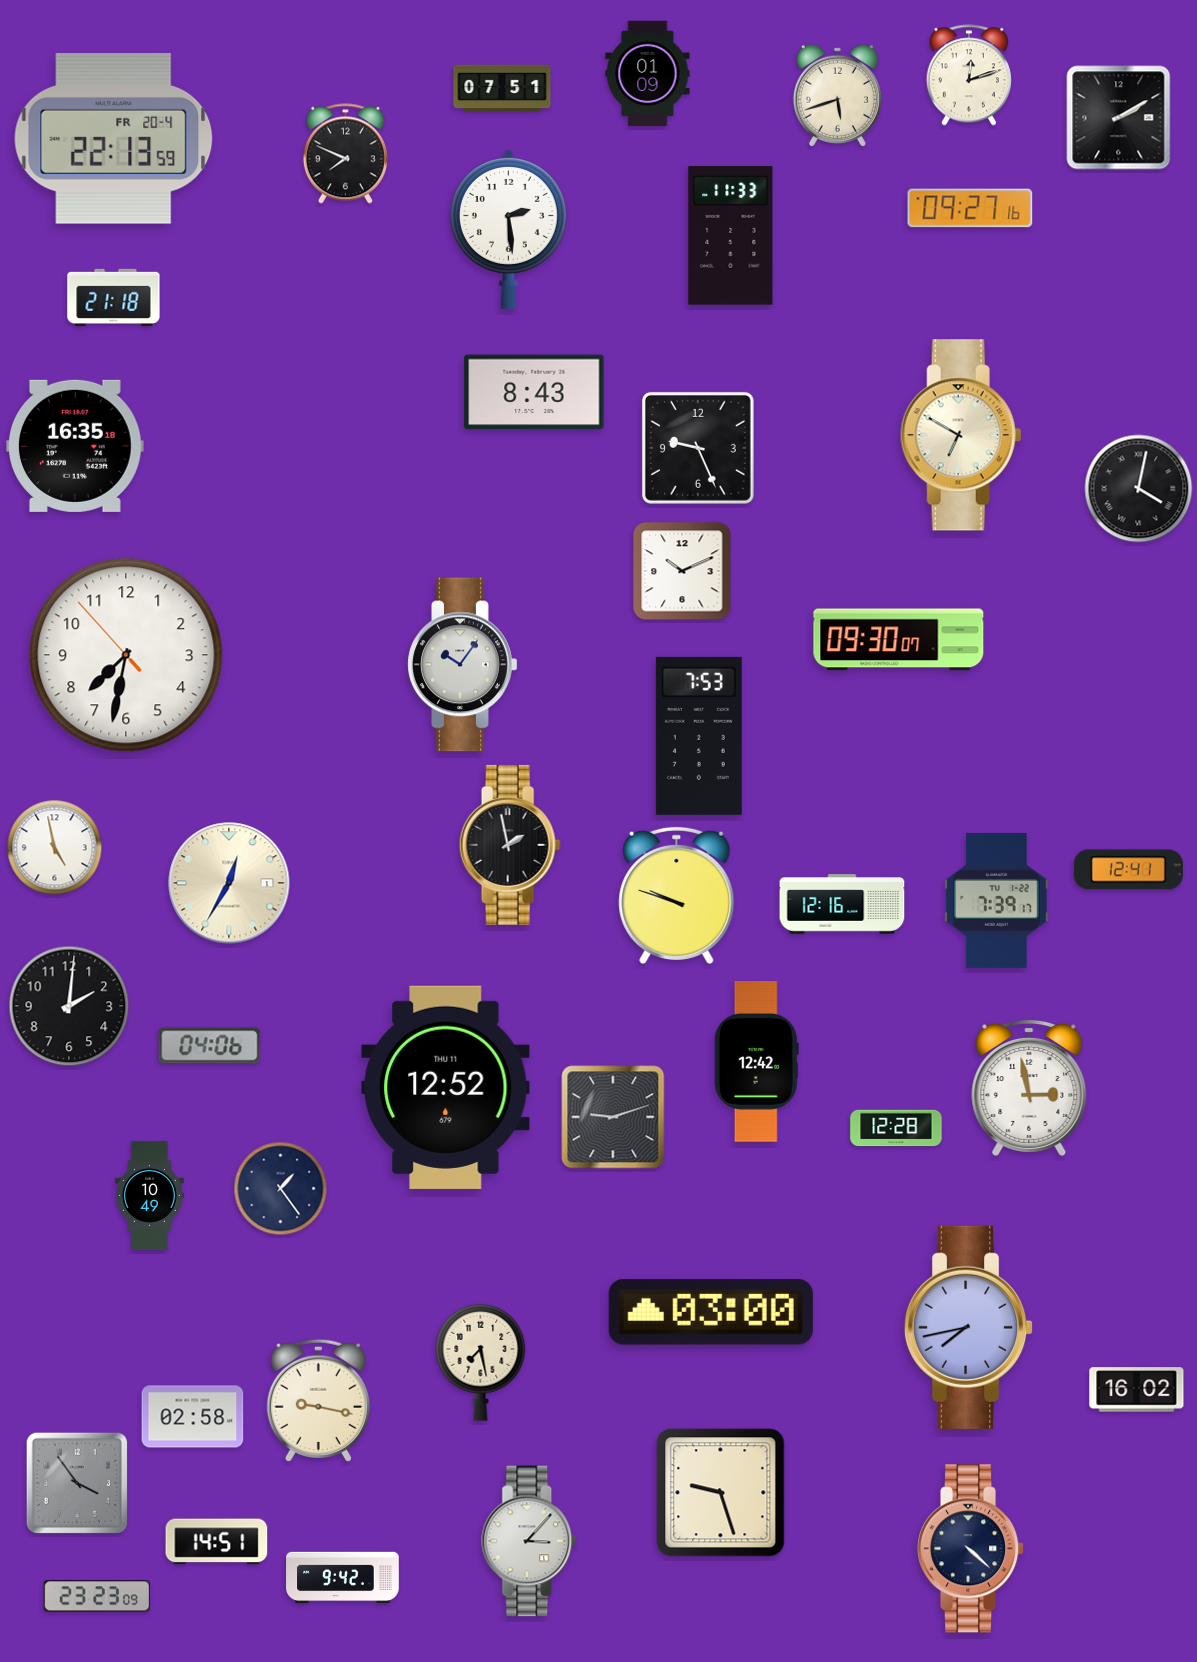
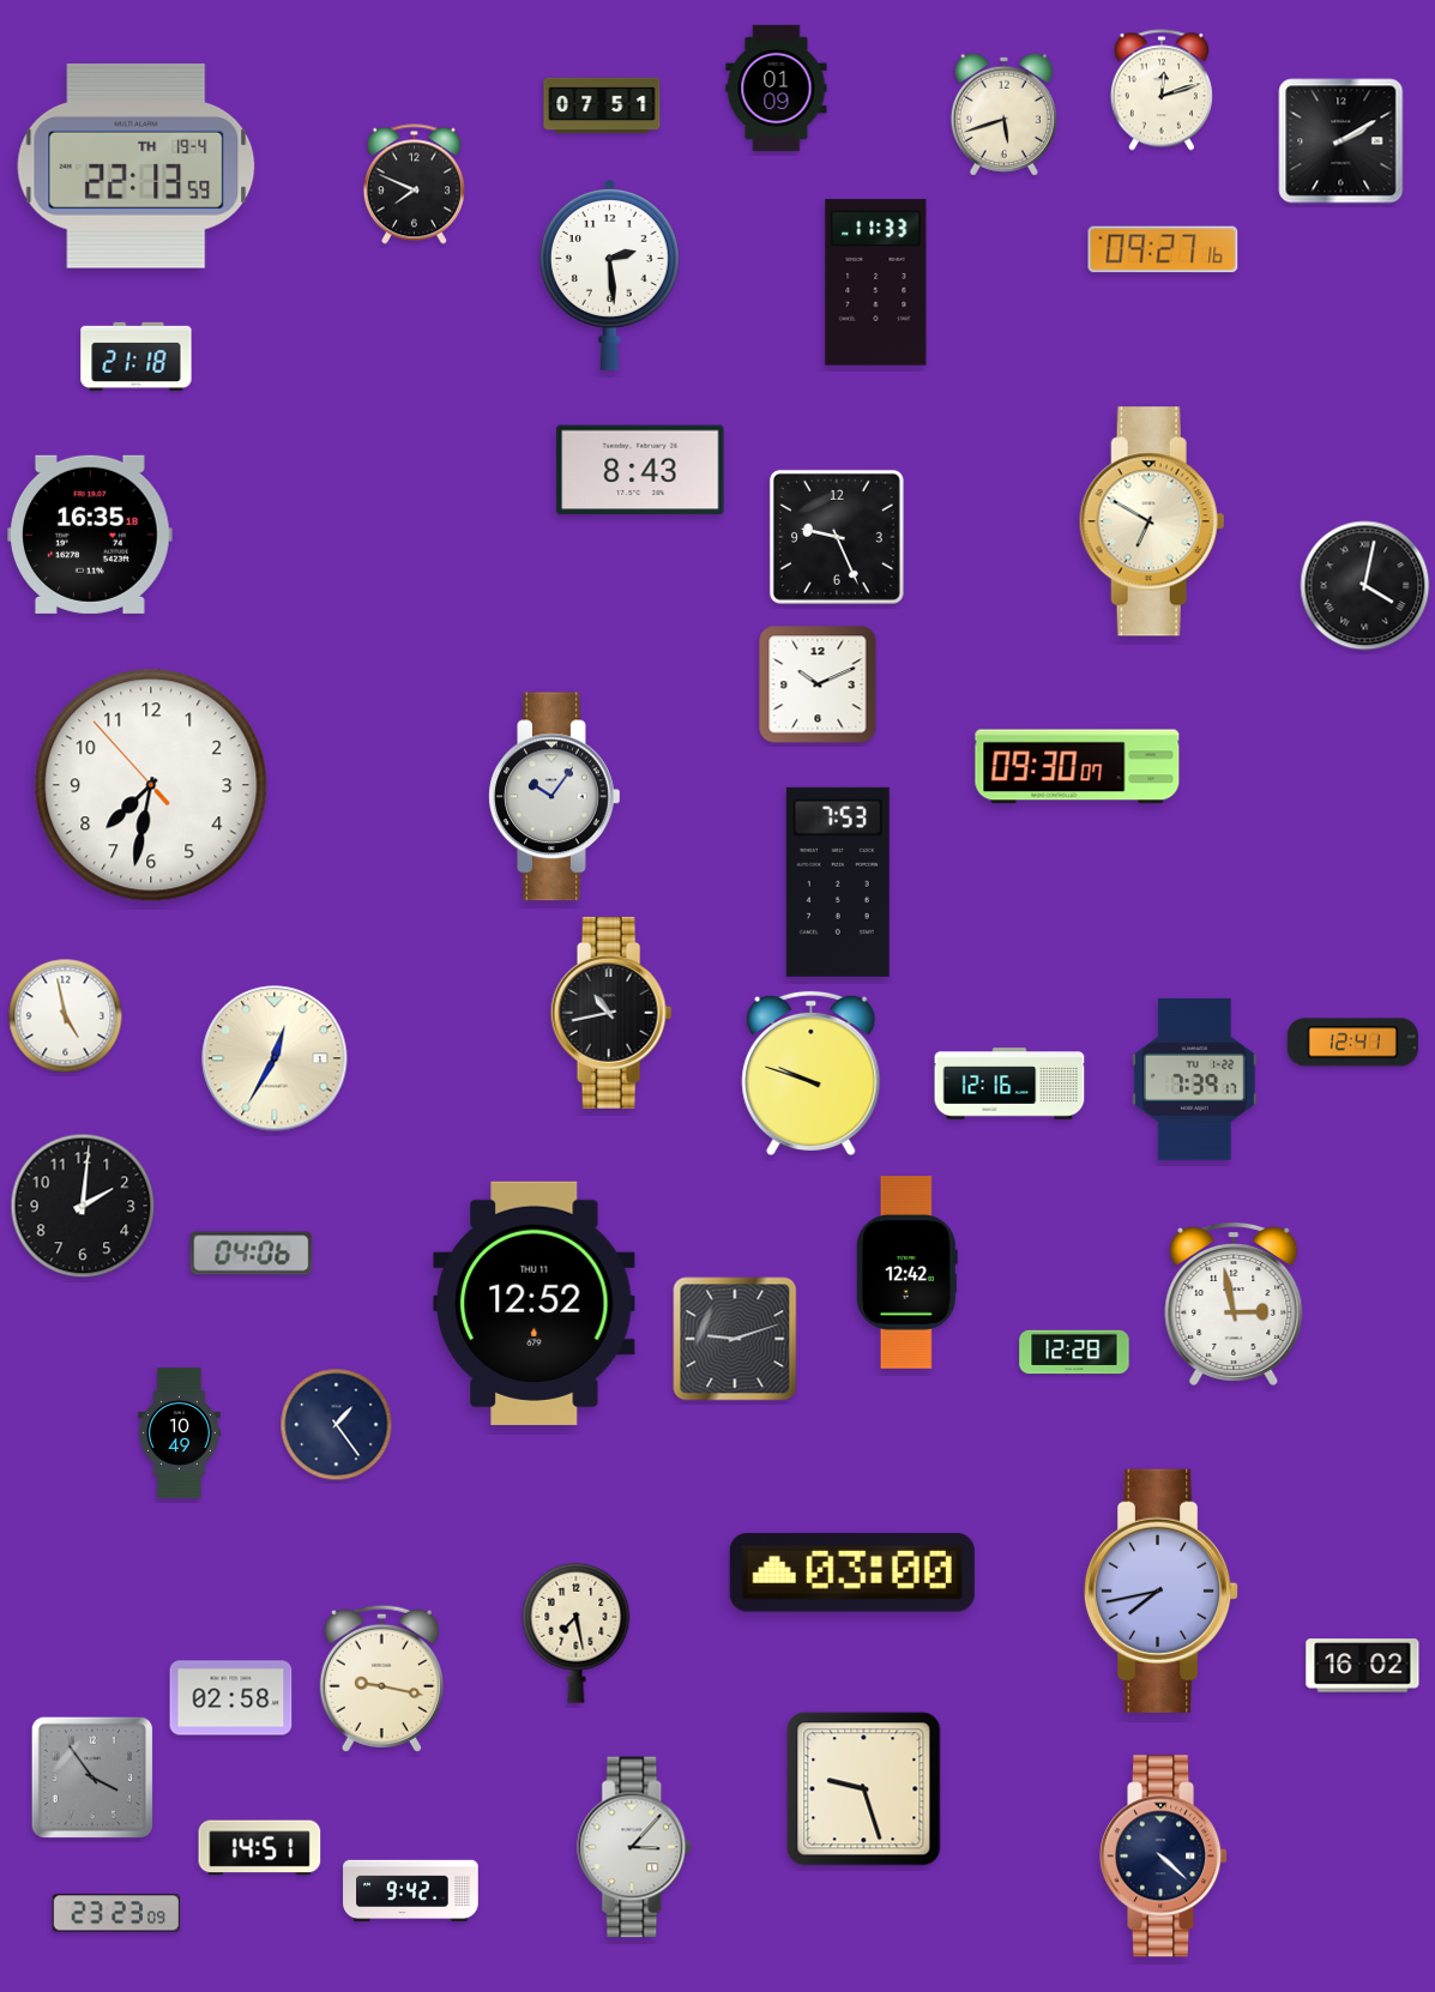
clock at (114, 138) date: FR 20-4 -> TH 19-4
clock at (510, 845): 1:58 -> 10:43
